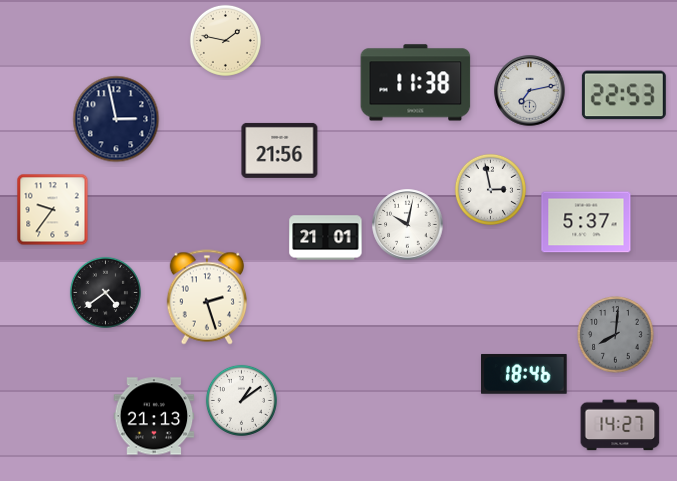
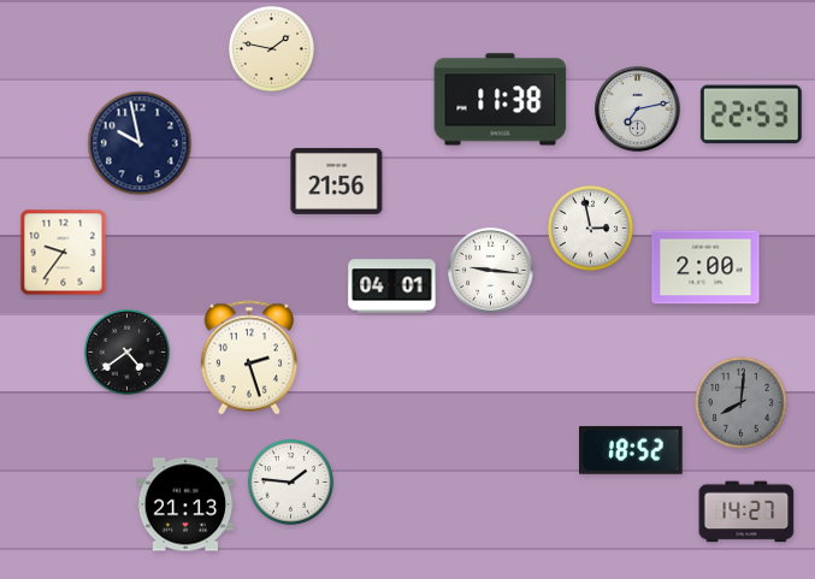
clock at (116, 119): 2:58 -> 9:58
clock at (586, 222): 5:37 -> 2:00
clock at (408, 225): 10:02 -> 9:16
clock at (326, 238): 21:01 -> 04:01
clock at (524, 374): 18:46 -> 18:52
clock at (241, 400): 1:09 -> 1:46
clock at (154, 416) position: (154, 416) -> (185, 504)
